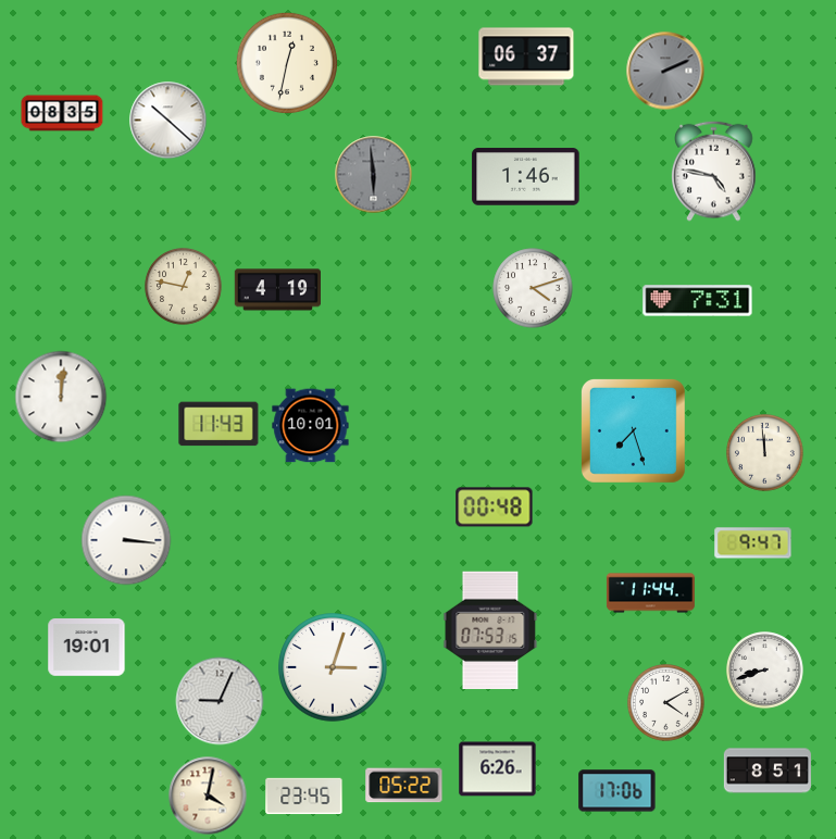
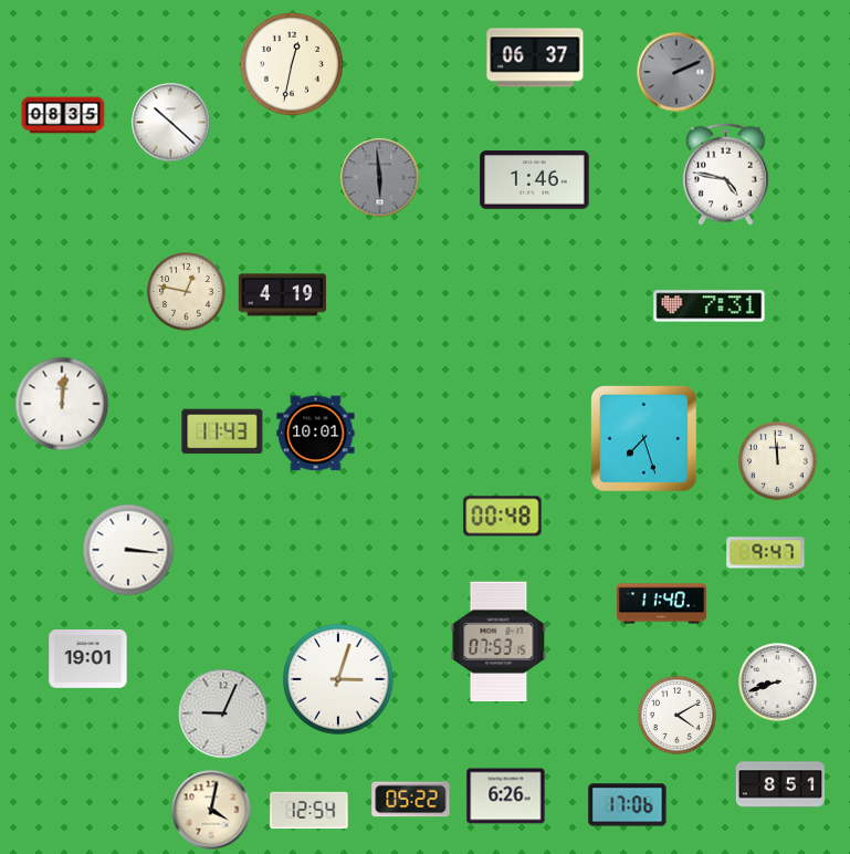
clock at (533, 288): 4:12 -> none
clock at (650, 593): 11:44 -> 11:40
clock at (498, 769) position: (498, 769) -> (506, 796)
clock at (304, 797): 23:45 -> 12:54
